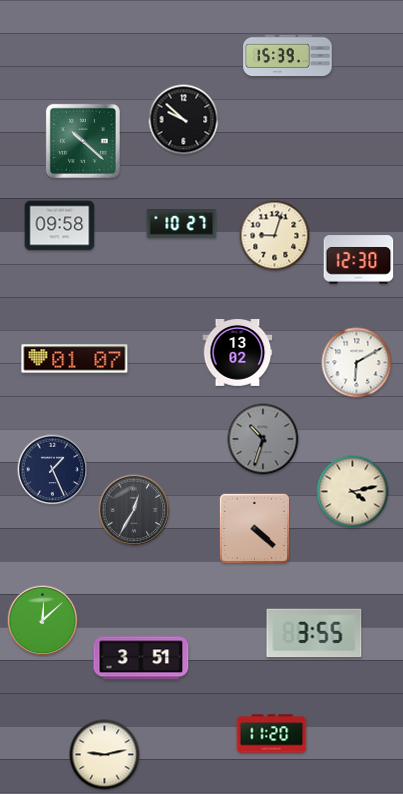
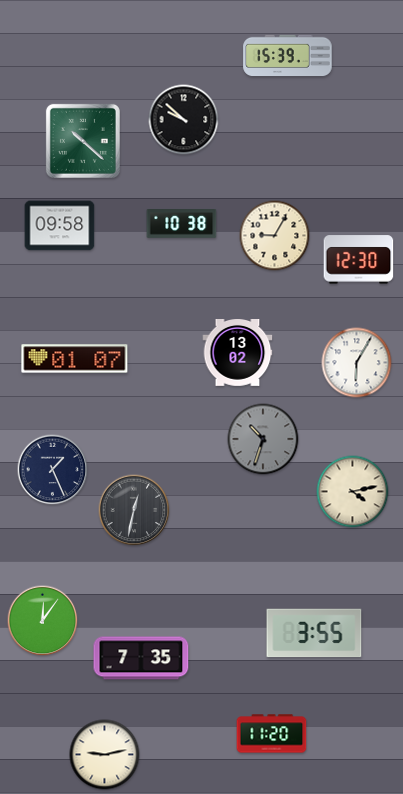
clock at (182, 224): 10:27 -> 10:38
clock at (275, 236): 9:03 -> 9:05
clock at (357, 363): 6:10 -> 6:05
clock at (134, 510): 12:35 -> 12:32
clock at (254, 528): 4:22 -> none
clock at (43, 621): 12:08 -> 12:06
clock at (141, 658): 3:51 -> 7:35
